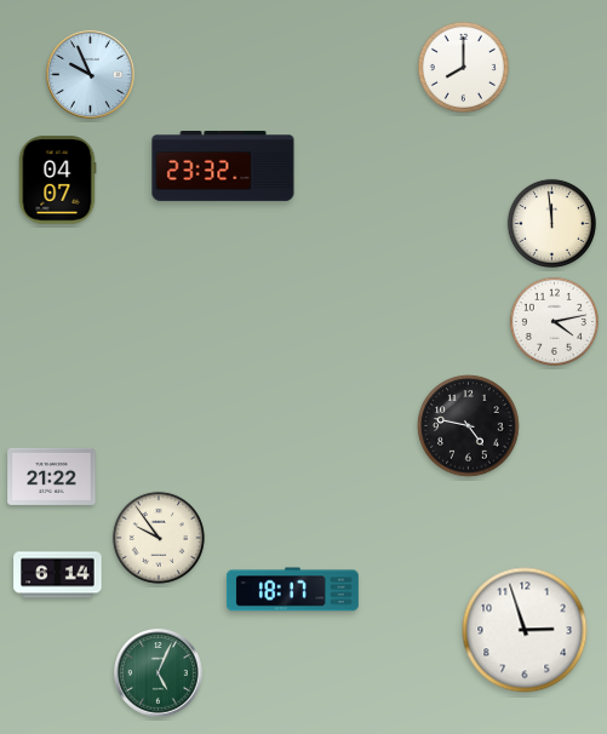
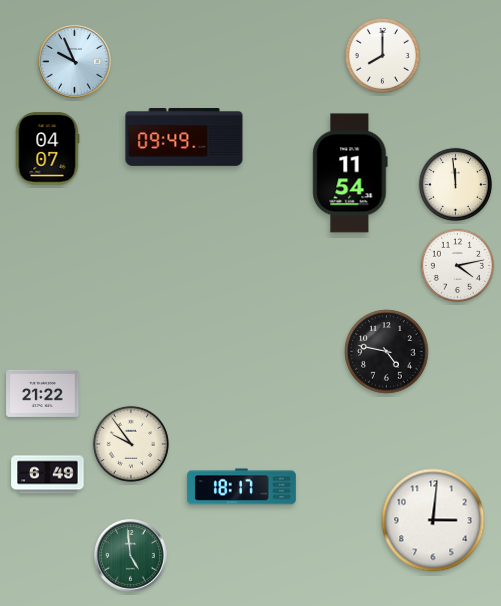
clock at (223, 167): 23:32 -> 09:49
clock at (350, 173): none -> 11:54
clock at (58, 575): 6:14 -> 6:49
clock at (525, 630): 2:57 -> 3:01
clock at (159, 673): 5:04 -> 4:59
